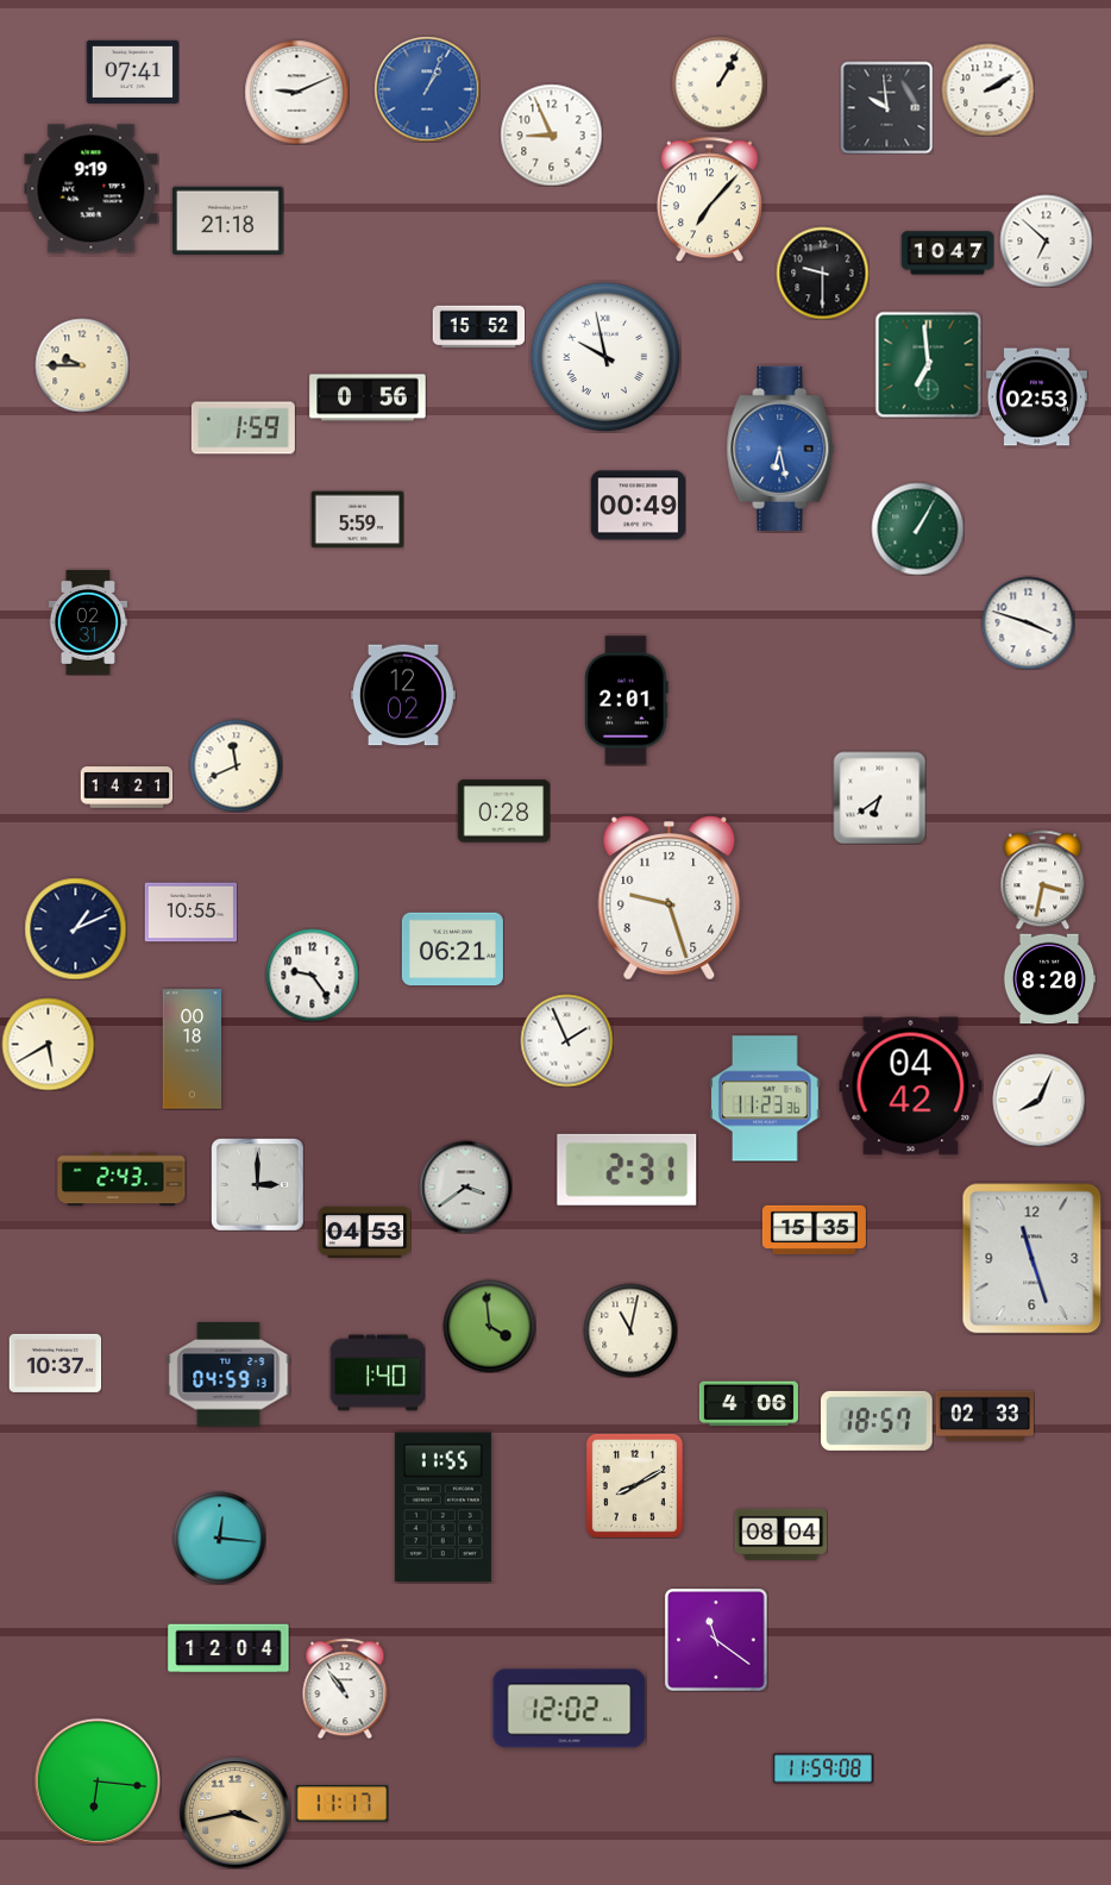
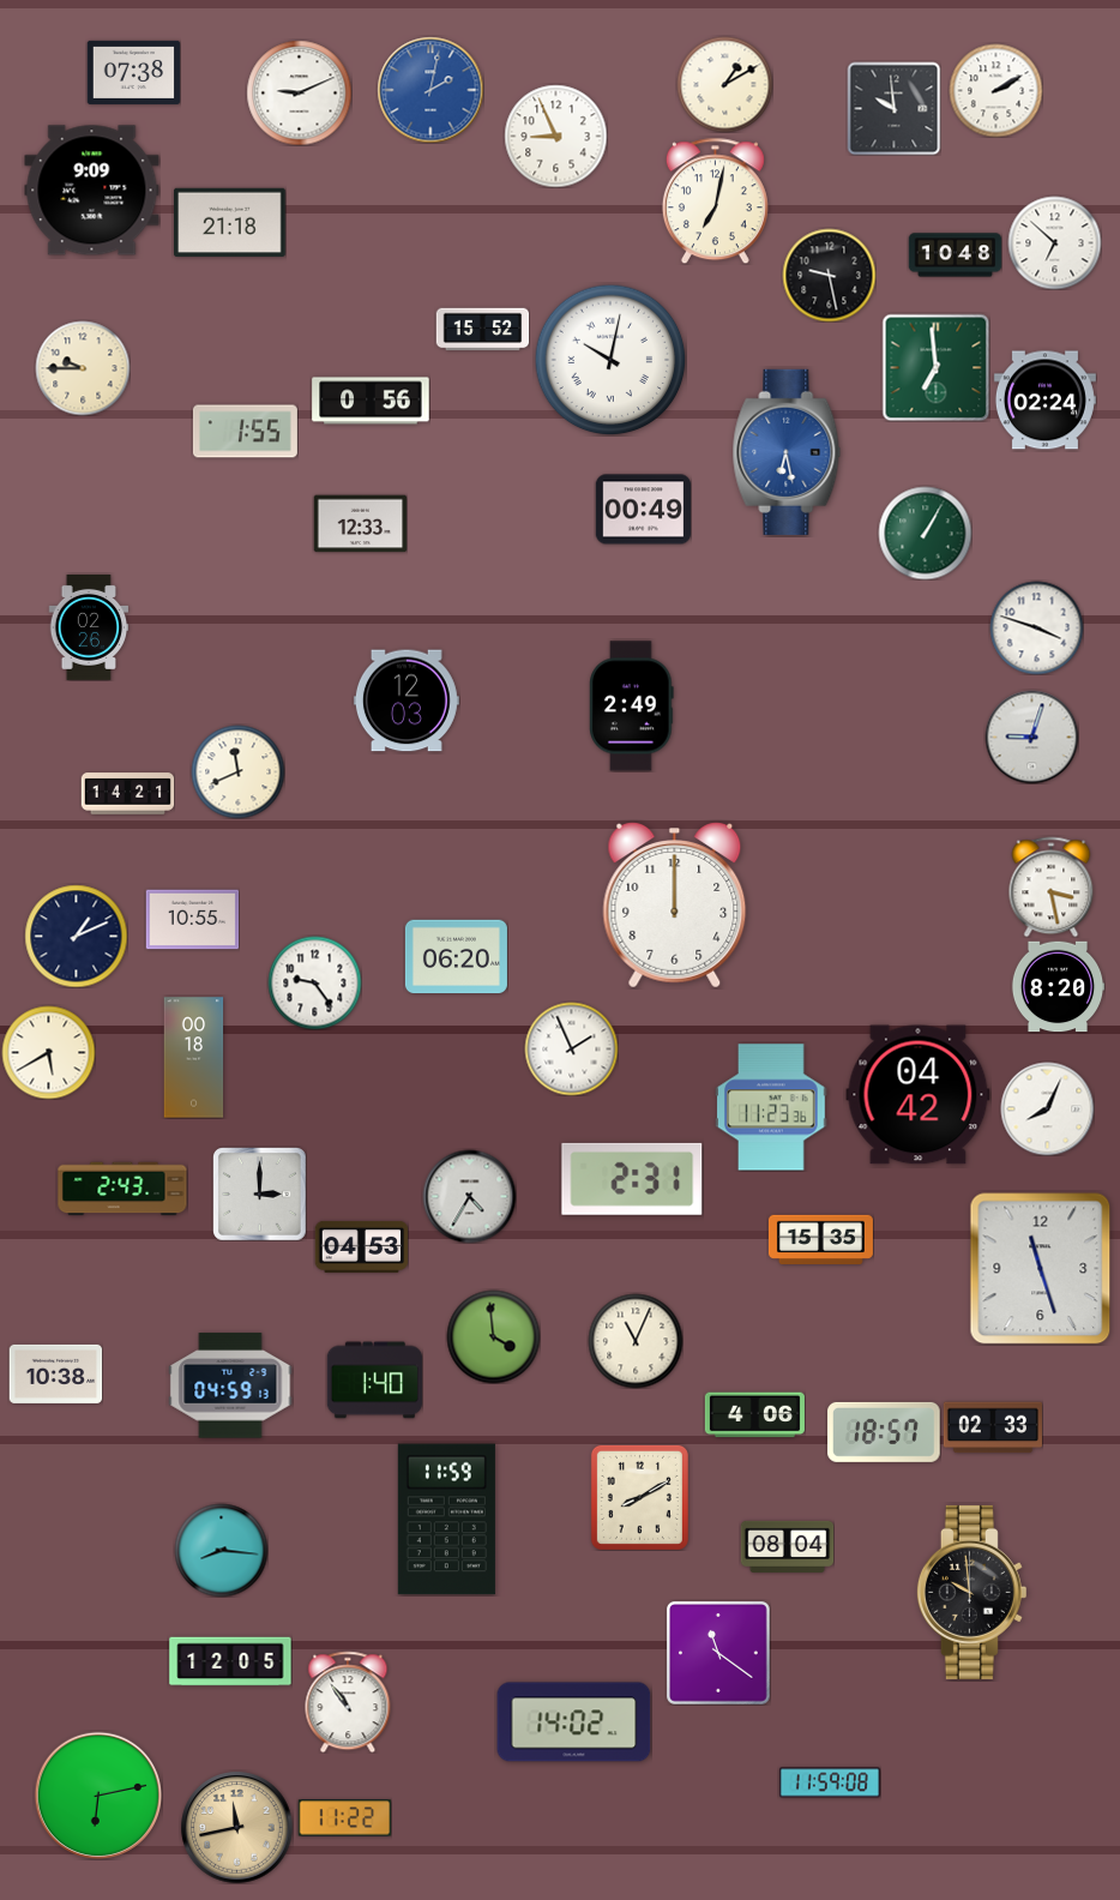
clock at (132, 71): 07:41 -> 07:38
clock at (718, 83): 1:05 -> 1:10
clock at (427, 89): 1:04 -> 2:02
clock at (92, 189): 9:19 -> 9:09
clock at (709, 199): 7:07 -> 7:02
clock at (947, 253): 10:47 -> 10:48
clock at (822, 273): 9:30 -> 9:28
clock at (605, 357): 9:58 -> 10:02
clock at (1036, 397): 02:53 -> 02:24
clock at (243, 428): 1:59 -> 1:55
clock at (357, 520): 5:59 -> 12:33
clock at (88, 622): 02:31 -> 02:26
clock at (403, 695): 12:02 -> 12:03
clock at (627, 701): 2:01 -> 2:49
clock at (1031, 736): none -> 9:03
clock at (879, 797): 6:39 -> none
clock at (503, 812): 0:28 -> none
clock at (1043, 879): 3:32 -> 3:28
clock at (670, 898): 9:27 -> 12:00
clock at (452, 950): 06:21 -> 06:20
clock at (465, 1186): 3:39 -> 4:35
clock at (364, 1232) position: (364, 1232) -> (361, 1246)
clock at (630, 1330): 11:02 -> 11:04
clock at (55, 1363): 10:37 -> 10:38
clock at (377, 1373) position: (377, 1373) -> (374, 1381)
clock at (442, 1508): 11:55 -> 11:59
clock at (219, 1538): 12:16 -> 8:16
clock at (971, 1592): none -> 9:59
clock at (716, 1640) position: (716, 1640) -> (718, 1653)
clock at (228, 1648): 12:04 -> 12:05
clock at (570, 1709): 12:02 -> 14:02
clock at (96, 1780): 6:16 -> 6:13
clock at (341, 1804): 11:17 -> 11:22
clock at (234, 1812): 3:43 -> 11:43
